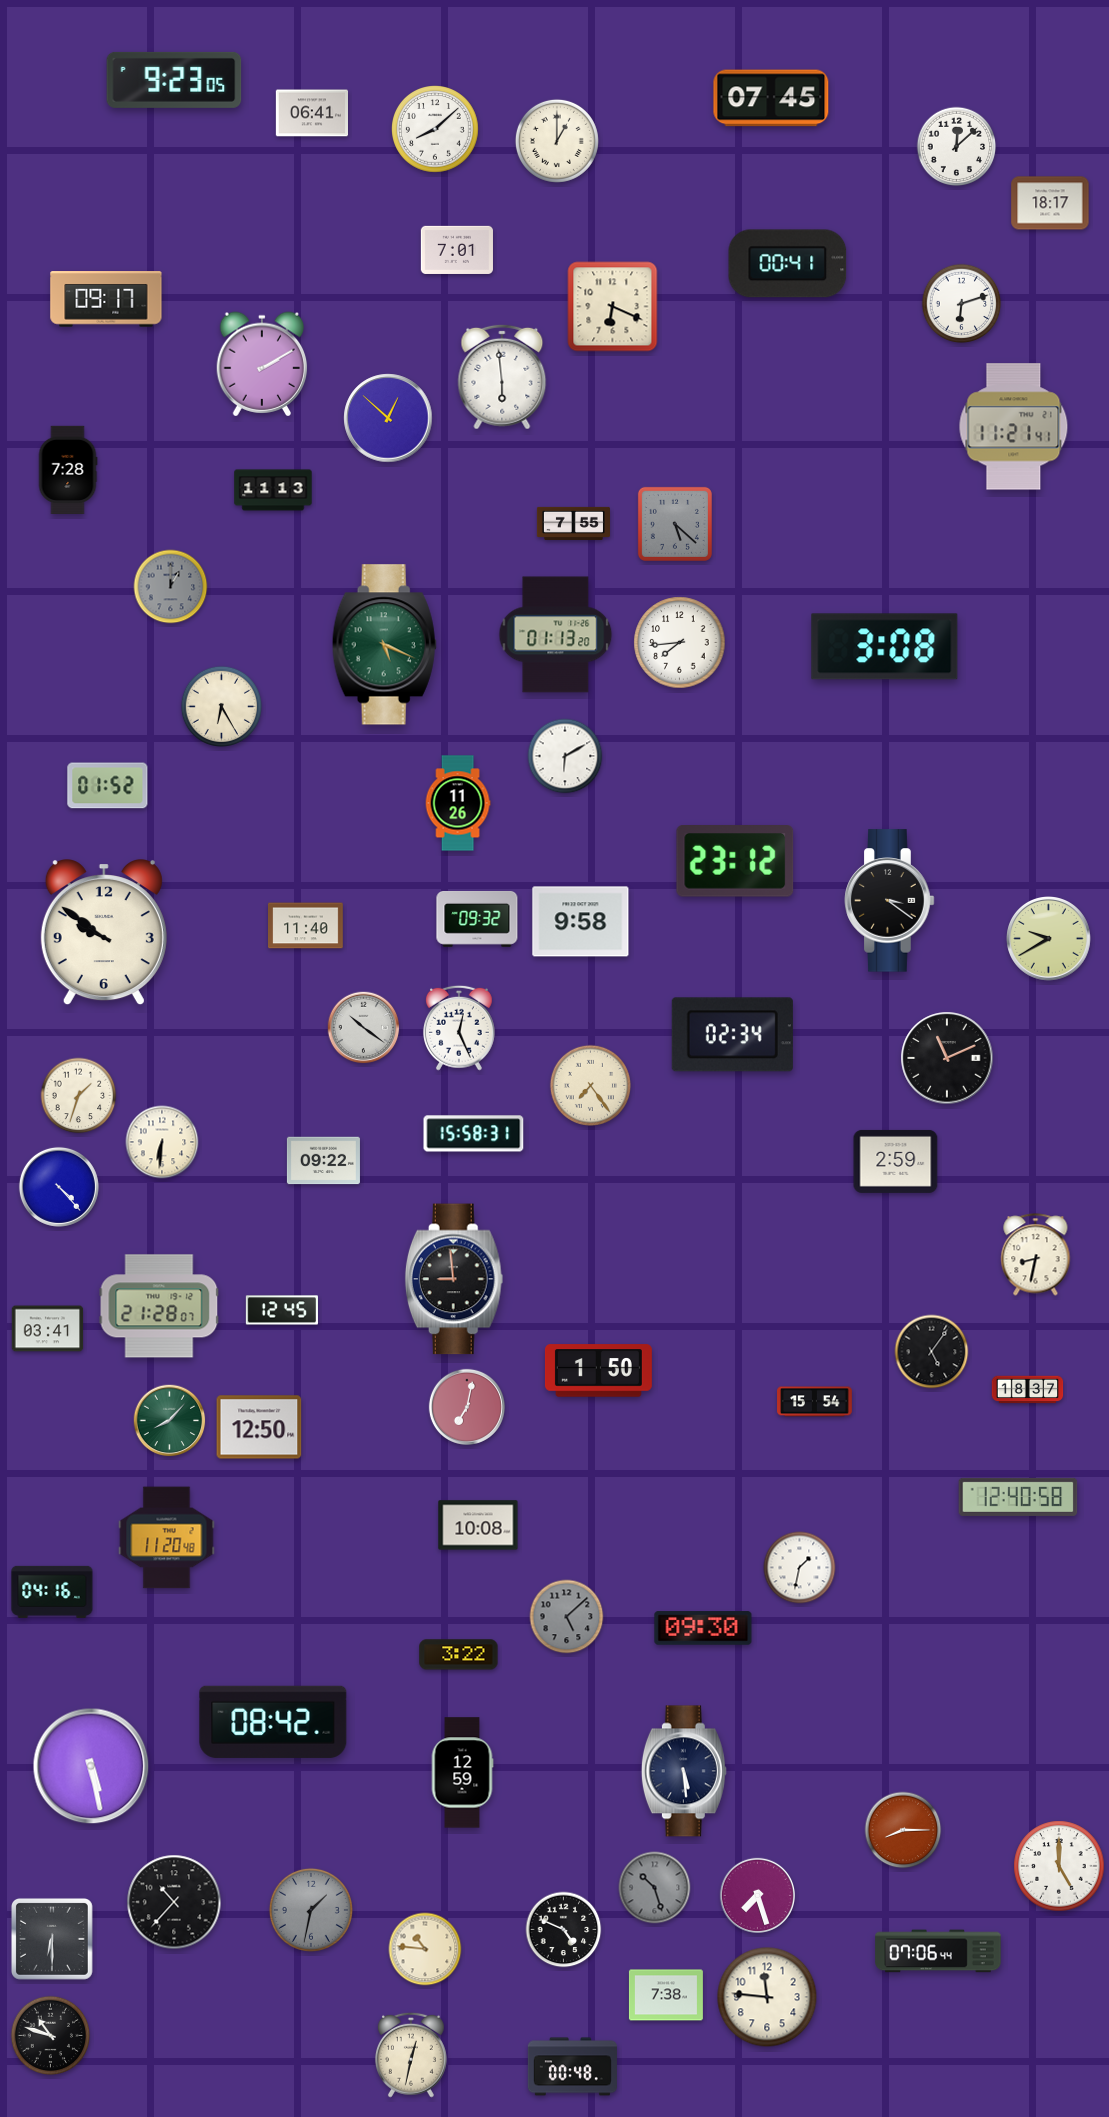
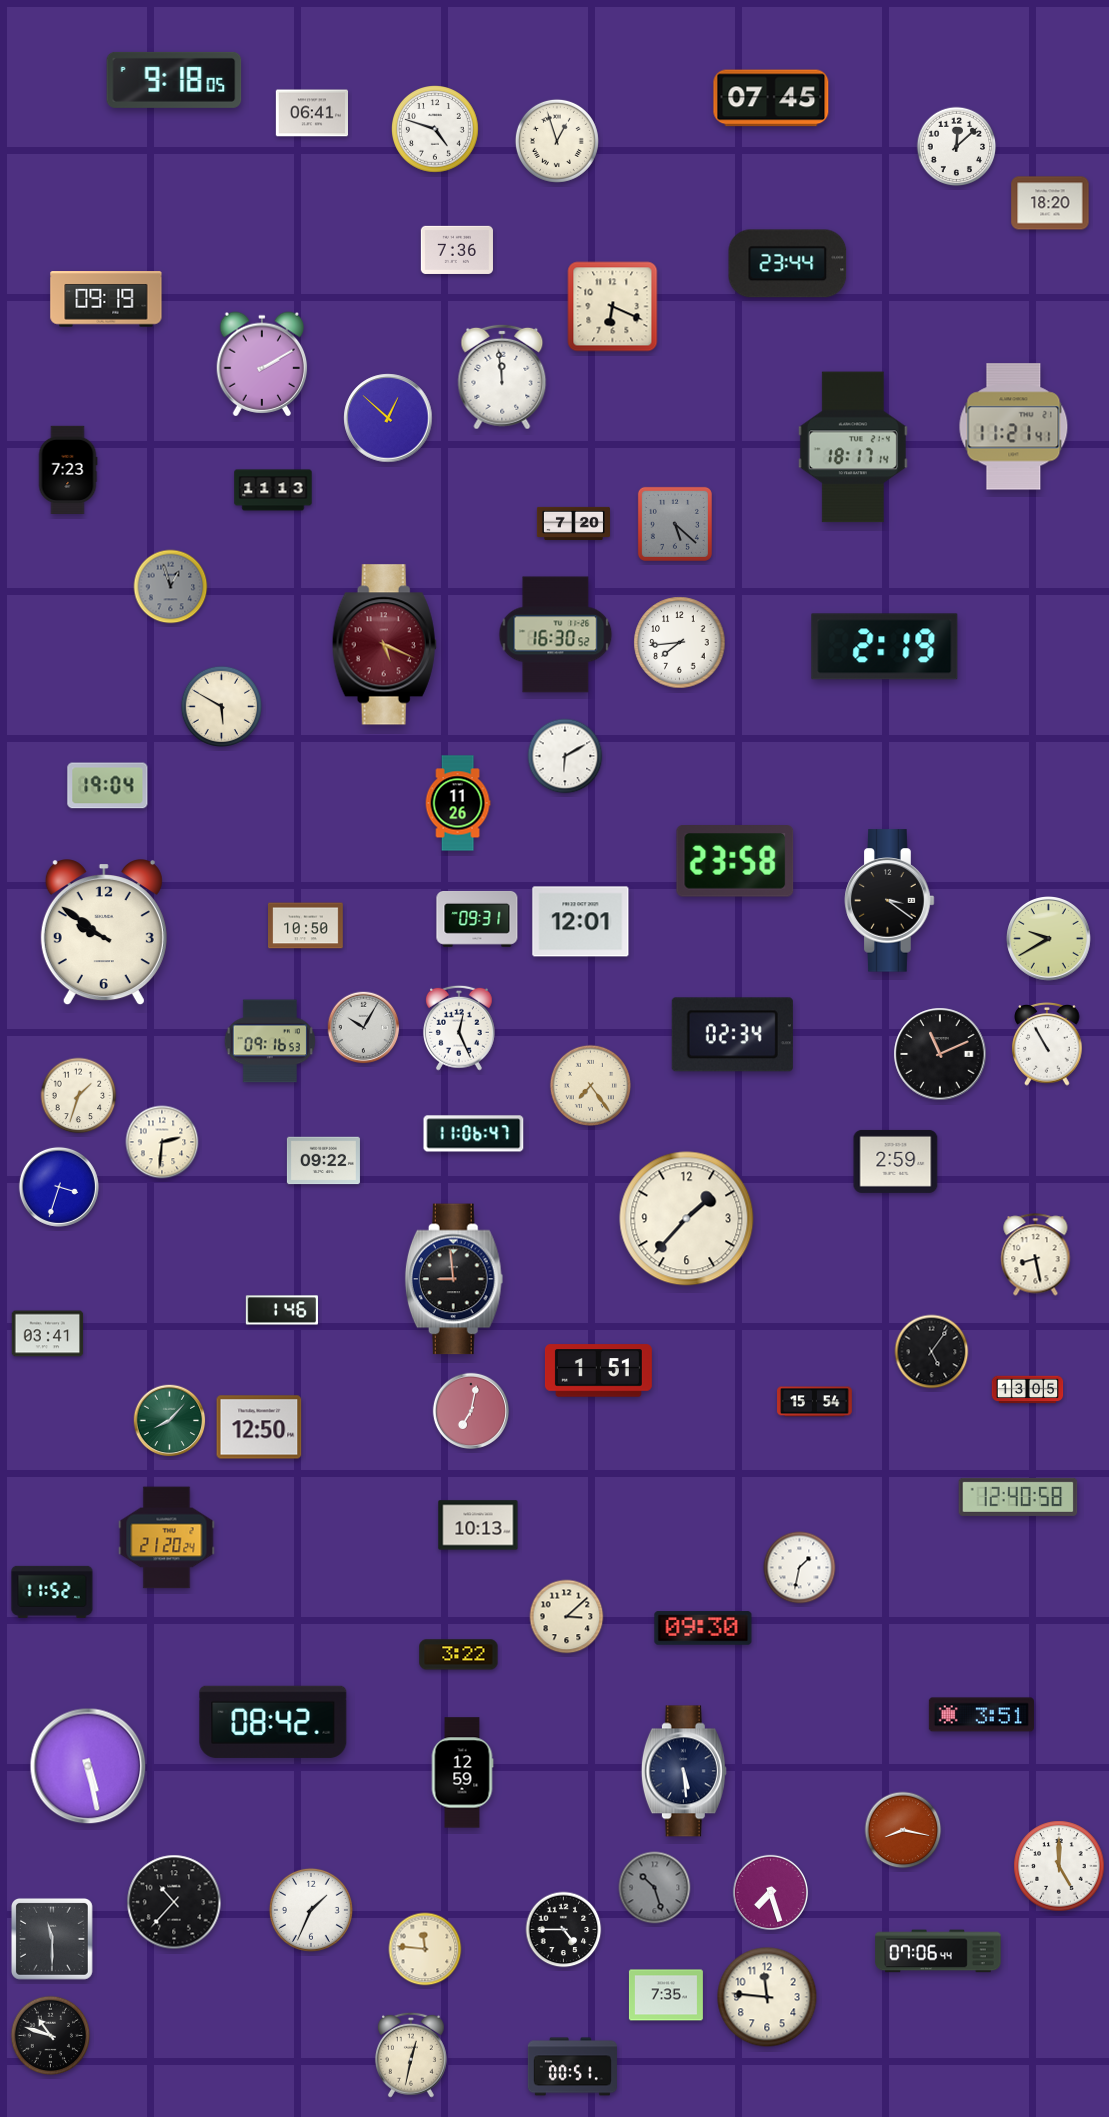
clock at (174, 80): 9:23 -> 9:18
clock at (435, 129): 8:08 -> 4:48
clock at (557, 141): 1:00 -> 12:57
clock at (1050, 203): 18:17 -> 18:20
clock at (457, 250): 7:01 -> 7:36
clock at (788, 264): 00:41 -> 23:44
clock at (106, 299): 09:17 -> 09:19
clock at (962, 304): 6:12 -> none
clock at (502, 377): 5:59 -> 11:59
clock at (853, 447): none -> 18:17
clock at (68, 469): 7:28 -> 7:23
clock at (573, 523): 7:55 -> 7:20
clock at (171, 587): 1:00 -> 12:57
clock at (556, 635): 01:13 -> 16:30
clock at (384, 645) dial: green -> burgundy
clock at (885, 647): 3:08 -> 2:19
clock at (221, 706): 6:25 -> 5:50
clock at (108, 786): 01:52 -> 19:04
clock at (735, 862): 23:12 -> 23:58
clock at (477, 919): 09:32 -> 09:31
clock at (581, 922): 9:58 -> 12:01
clock at (306, 926): 11:40 -> 10:50
clock at (364, 1028): 10:21 -> 10:05
clock at (270, 1041): none -> 09:16
clock at (1047, 1044): none -> 10:55
clock at (947, 1058) position: (947, 1058) -> (940, 1054)
clock at (474, 1134): 15:58 -> 11:06
clock at (162, 1142): 6:31 -> 2:31
clock at (59, 1187): 4:23 -> 3:33
clock at (687, 1219): none -> 1:37
clock at (1036, 1255): 8:32 -> 8:28
clock at (159, 1306): 21:28 -> none
clock at (281, 1310): 12:45 -> 1:46
clock at (48, 1329) position: (48, 1329) -> (48, 1334)
clock at (598, 1371): 1:50 -> 1:51
clock at (1028, 1390): 18:37 -> 13:05
clock at (467, 1407) position: (467, 1407) -> (471, 1411)
clock at (478, 1525): 10:08 -> 10:13
clock at (167, 1538): 11:20 -> 21:20
clock at (52, 1592): 04:16 -> 11:52
clock at (567, 1617): 5:08 -> 3:08
clock at (567, 1617) dial: grey -> cream
clock at (981, 1715): none -> 3:51
clock at (91, 1766) position: (91, 1766) -> (88, 1766)
clock at (903, 1830): 8:15 -> 8:17
clock at (757, 1895) position: (757, 1895) -> (770, 1892)
clock at (311, 1910): 1:32 -> 1:34
clock at (311, 1910) dial: grey -> white
clock at (564, 1930): 4:49 -> 4:45
clock at (52, 1939): 6:30 -> 11:30
clock at (425, 1949): 10:46 -> 11:46
clock at (666, 1995): 7:38 -> 7:35
clock at (572, 2067): 00:48 -> 00:51
